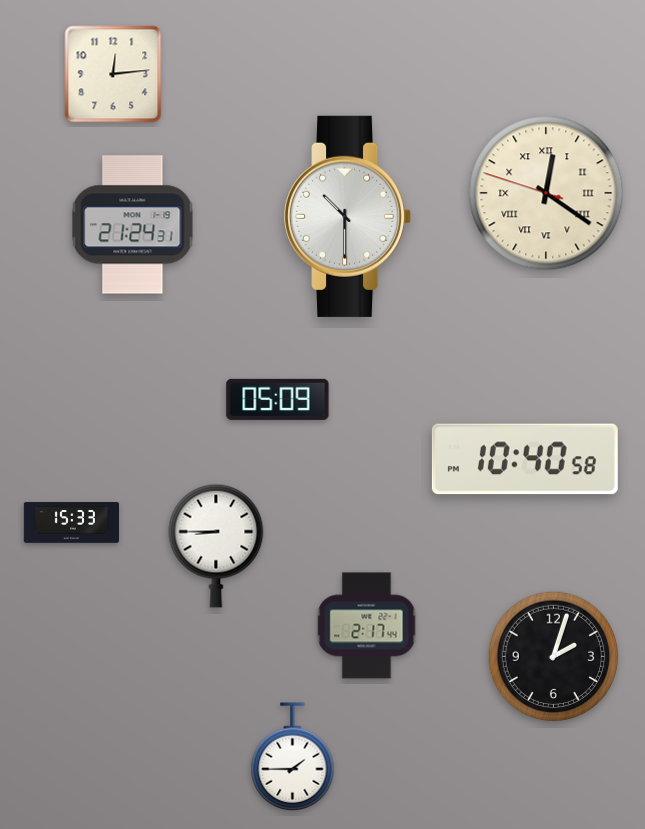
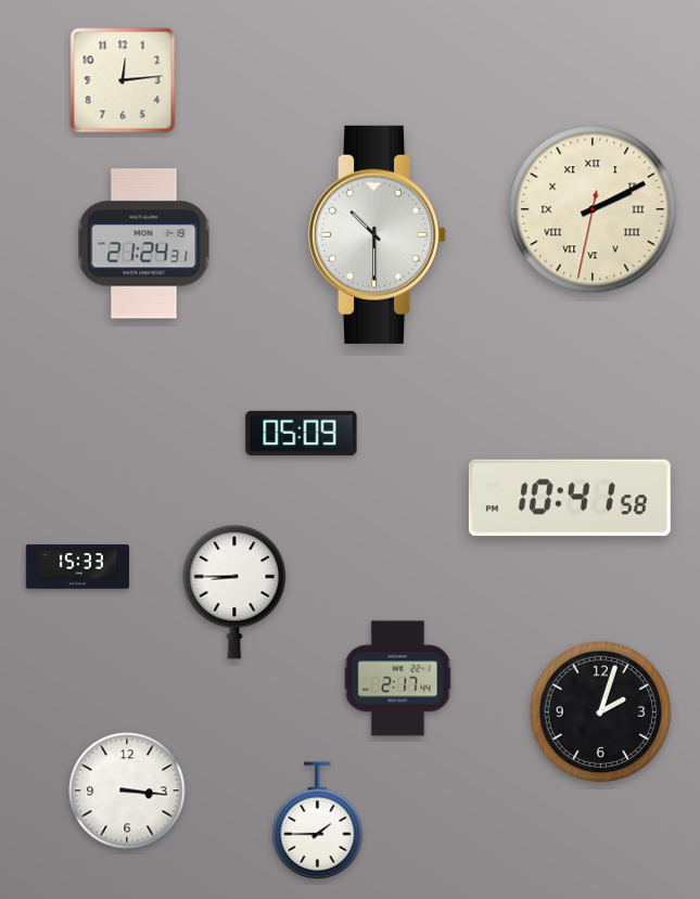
clock at (546, 193): 12:20 -> 2:10
clock at (525, 459): 10:40 -> 10:41
clock at (127, 791): none -> 3:16
